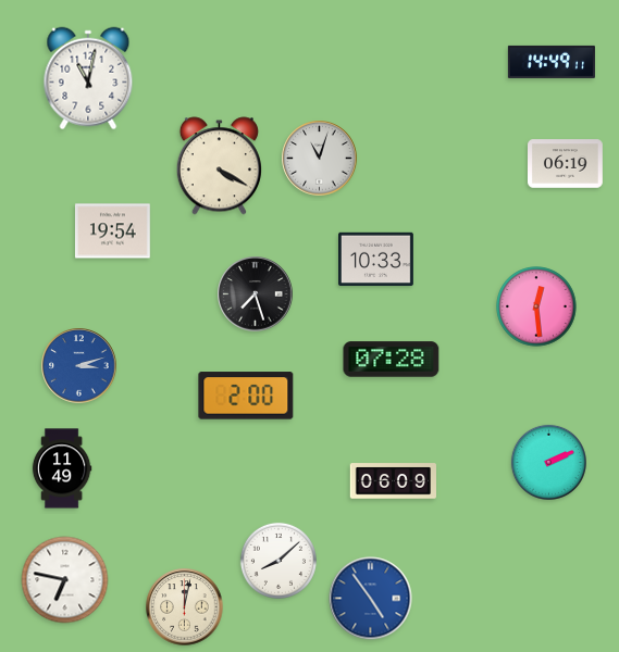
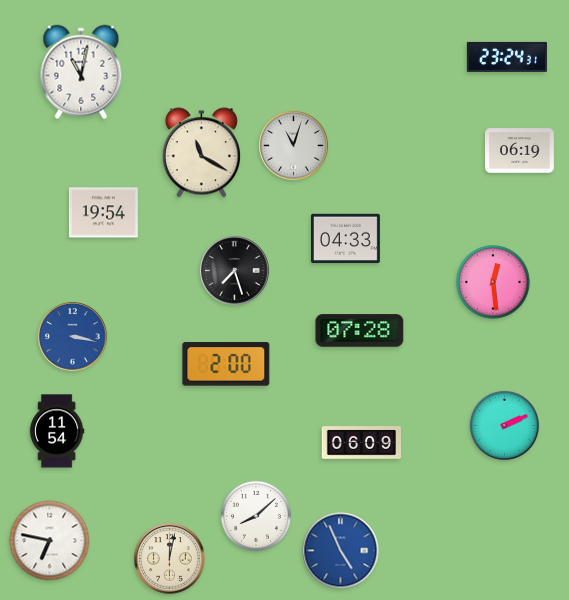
clock at (552, 62): 14:49 -> 23:24
clock at (219, 166): 4:20 -> 11:20
clock at (376, 260): 10:33 -> 04:33
clock at (79, 366): 3:12 -> 3:17
clock at (62, 468): 11:49 -> 11:54
clock at (65, 580) position: (65, 580) -> (50, 541)
clock at (371, 599): 4:54 -> 4:56
